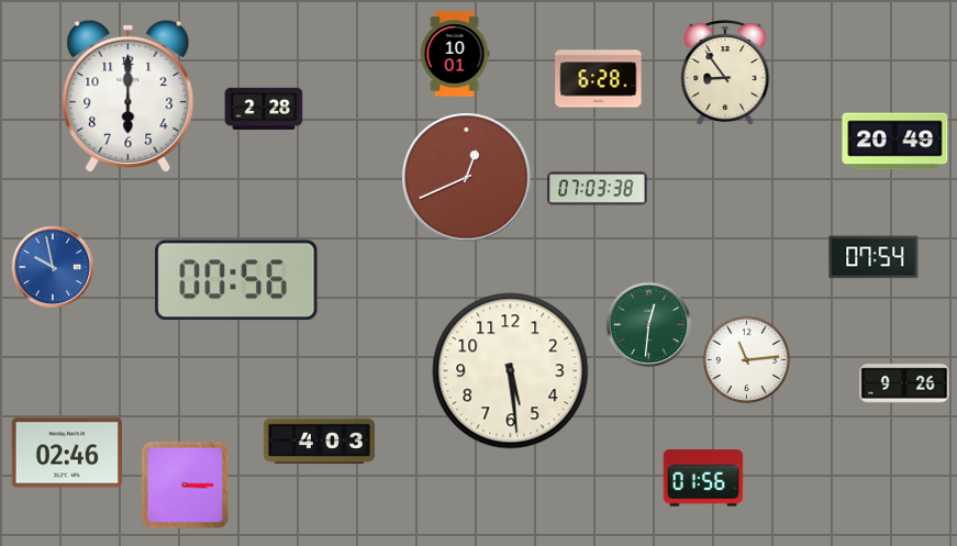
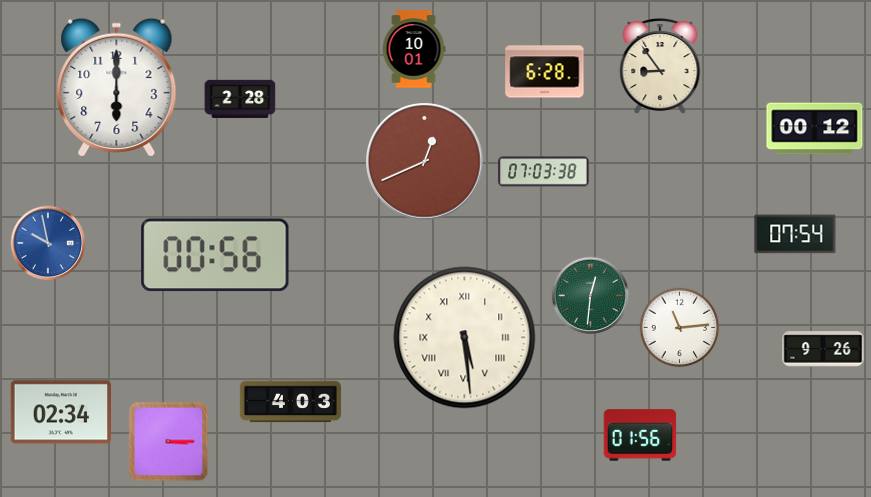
clock at (895, 142): 20:49 -> 00:12
clock at (511, 371) numerals: Arabic -> Roman
clock at (66, 453): 02:46 -> 02:34
